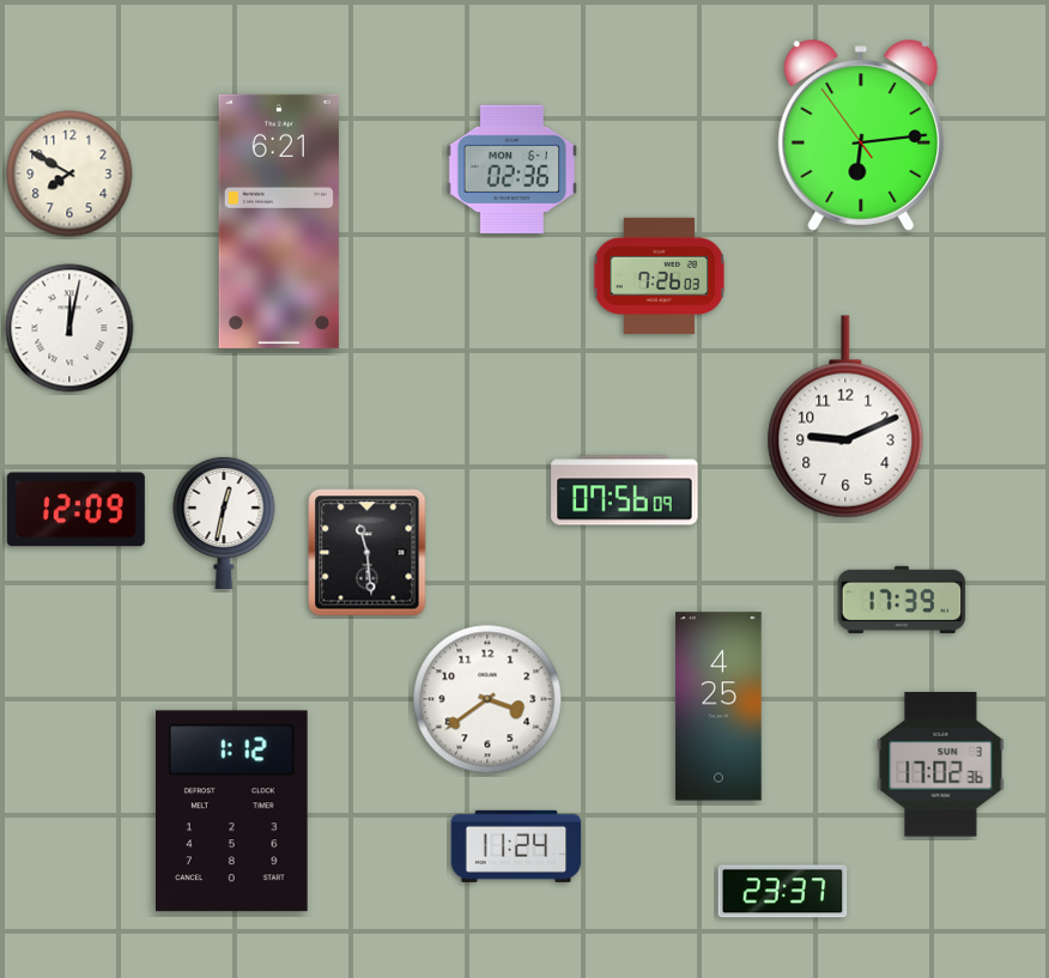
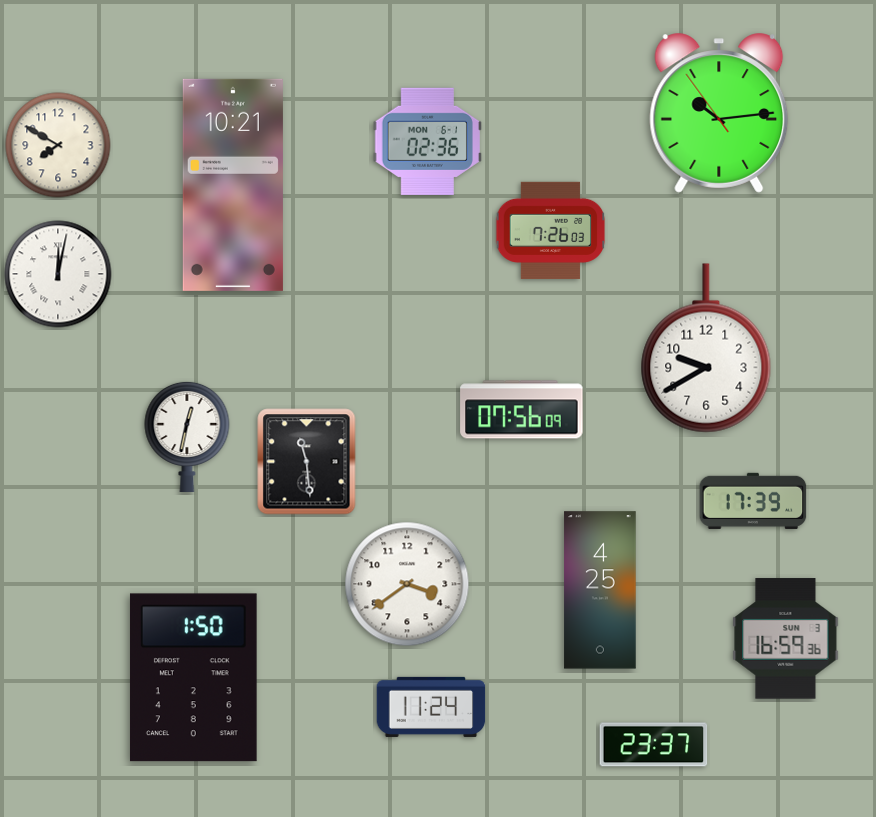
clock at (861, 135): 6:13 -> 10:13
clock at (279, 221): 6:21 -> 10:21
clock at (845, 417): 9:11 -> 9:40
clock at (75, 510): 12:09 -> none
clock at (941, 765): 17:02 -> 16:59
clock at (231, 812): 1:12 -> 1:50
